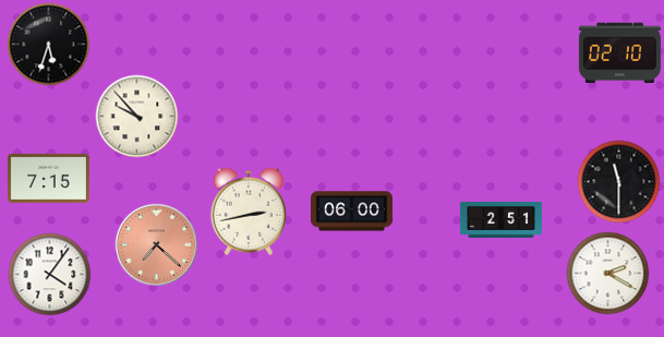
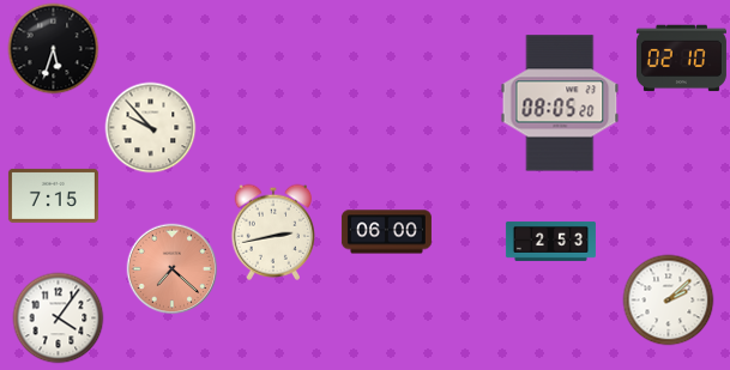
clock at (560, 103): none -> 08:05
clock at (619, 182): 11:30 -> none
clock at (500, 219): 2:51 -> 2:53
clock at (608, 274): 2:20 -> 2:08
clock at (50, 275) position: (50, 275) -> (59, 319)
